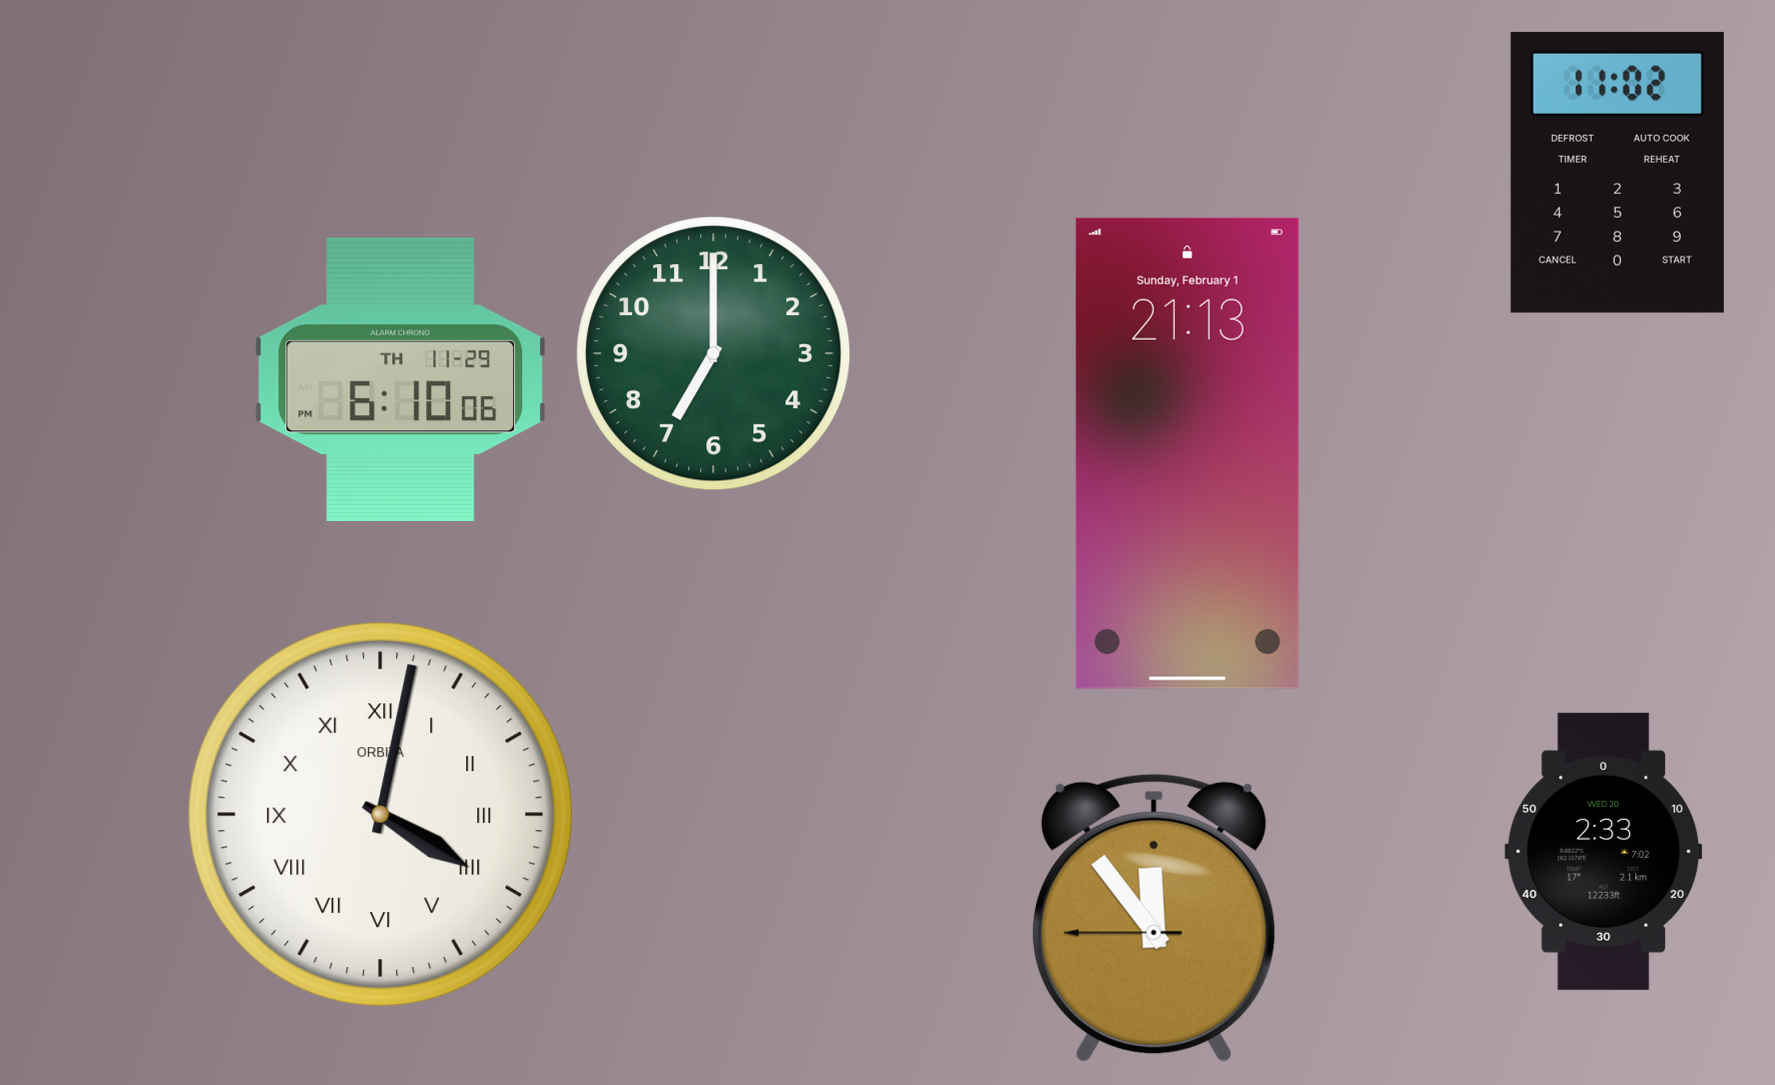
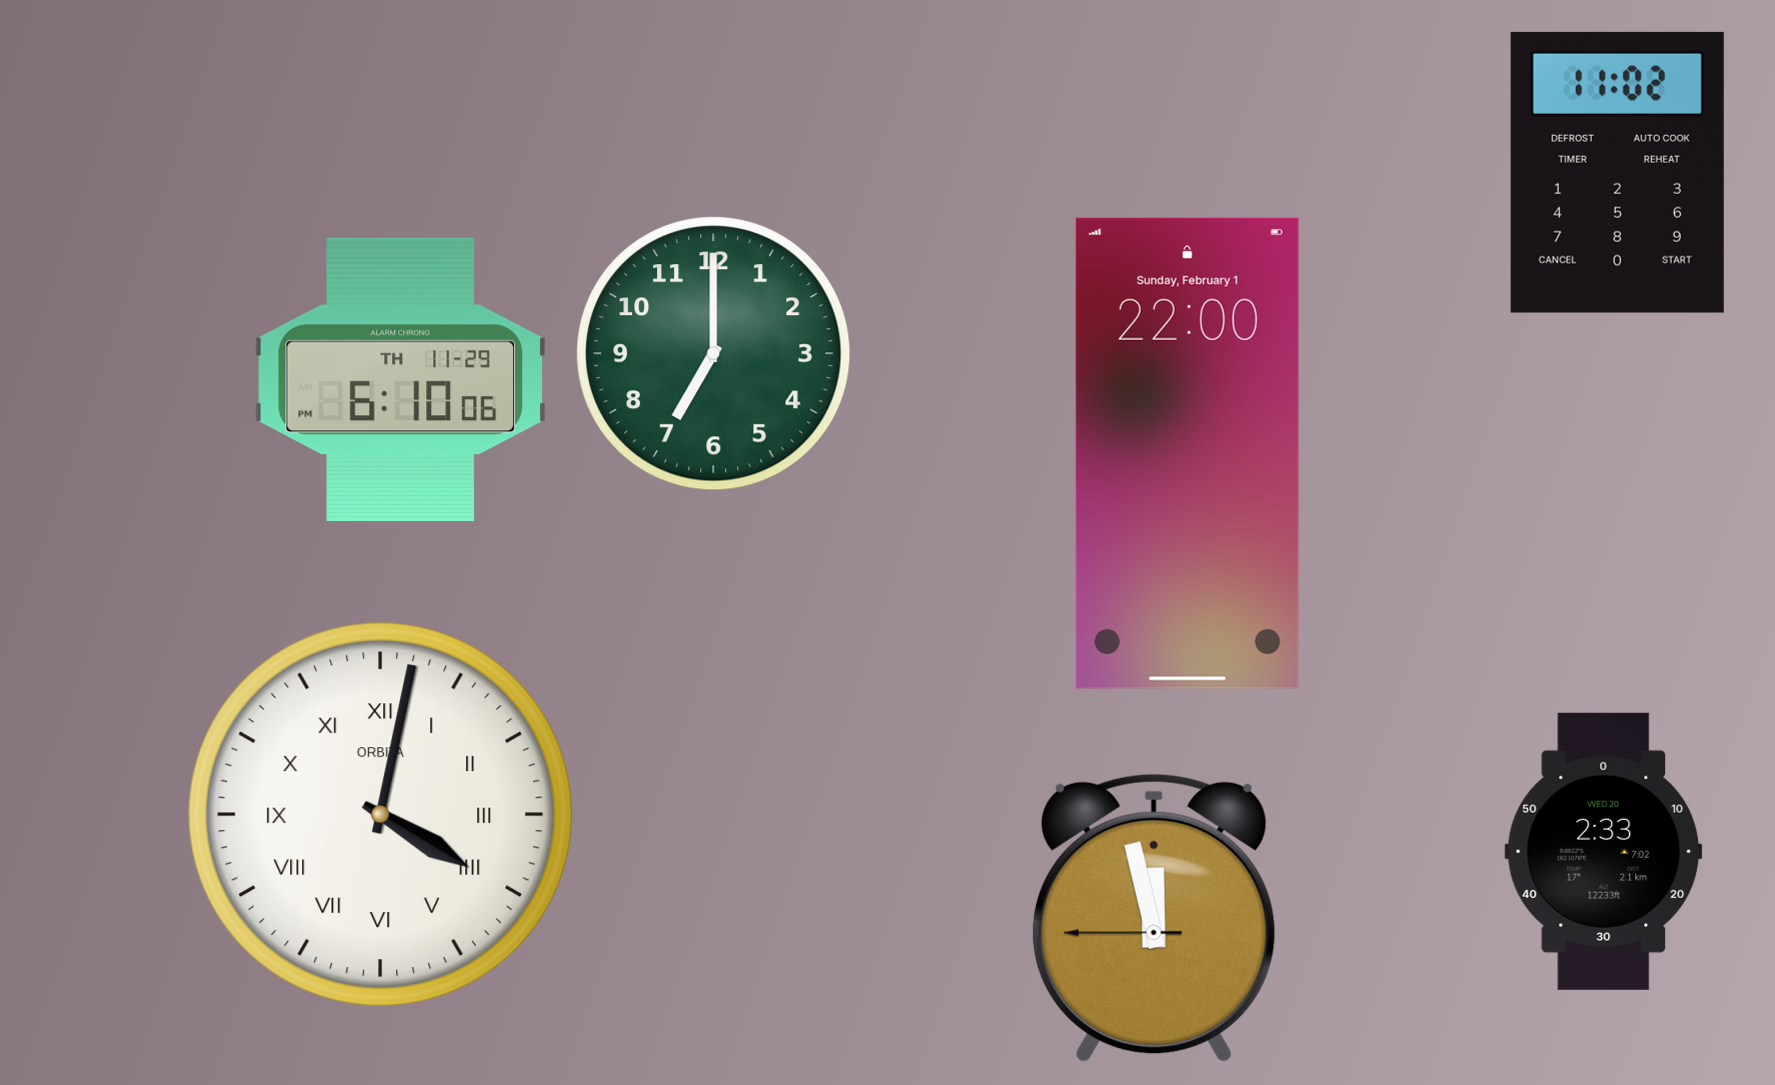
clock at (1187, 453): 21:13 -> 22:00
clock at (1154, 918): 11:53 -> 11:57
